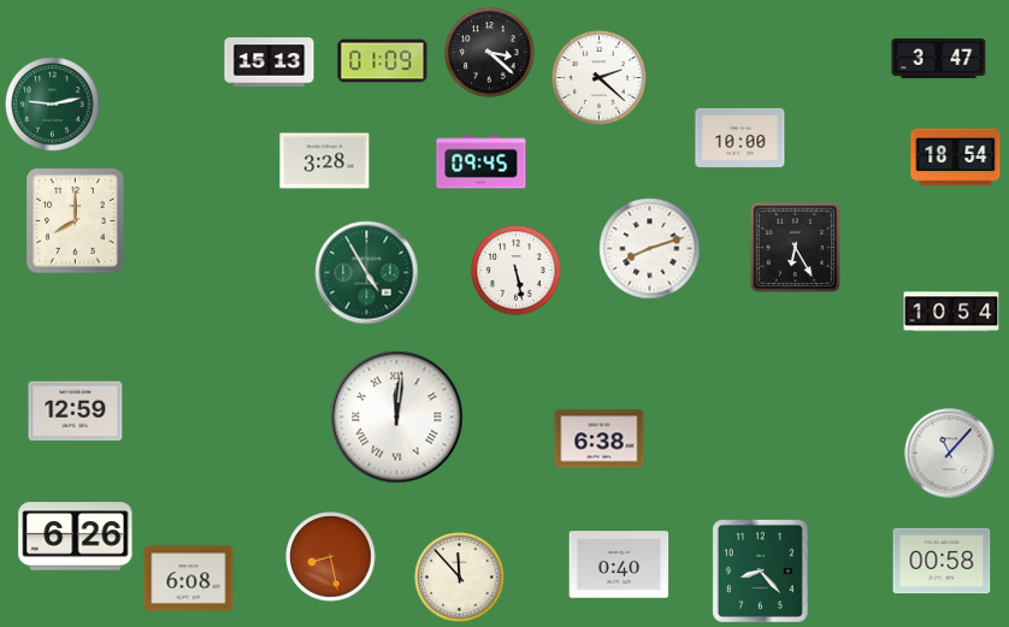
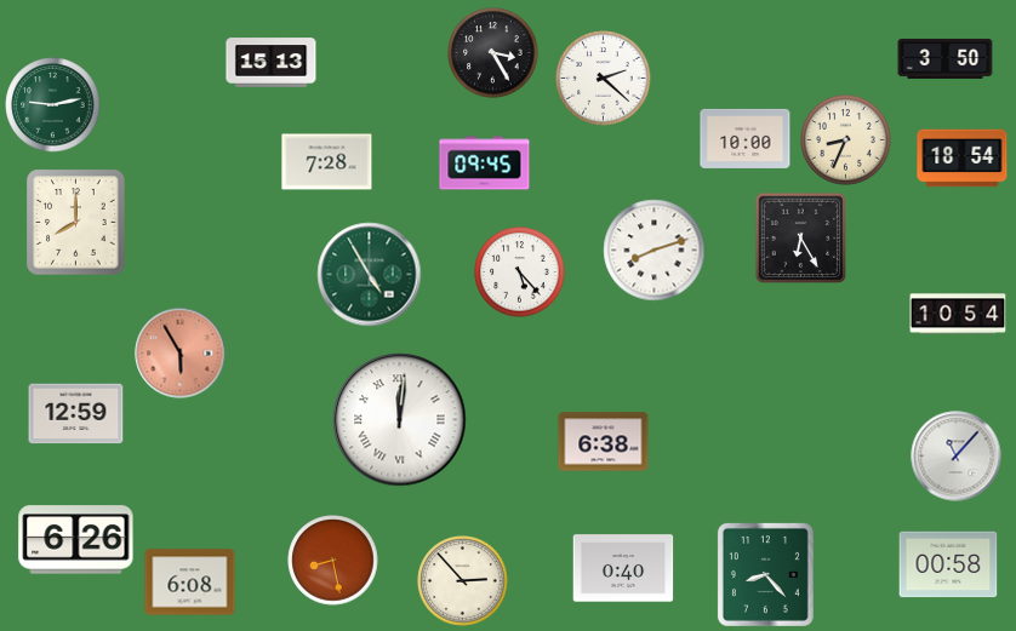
clock at (490, 53): 3:22 -> 3:25
clock at (939, 58): 3:47 -> 3:50
clock at (383, 61): 01:09 -> none
clock at (846, 140): none -> 8:34
clock at (325, 161): 3:28 -> 7:28
clock at (795, 247) position: (795, 247) -> (800, 237)
clock at (517, 271): 5:28 -> 5:23
clock at (181, 354): none -> 5:55
clock at (460, 578): 11:53 -> 2:53
